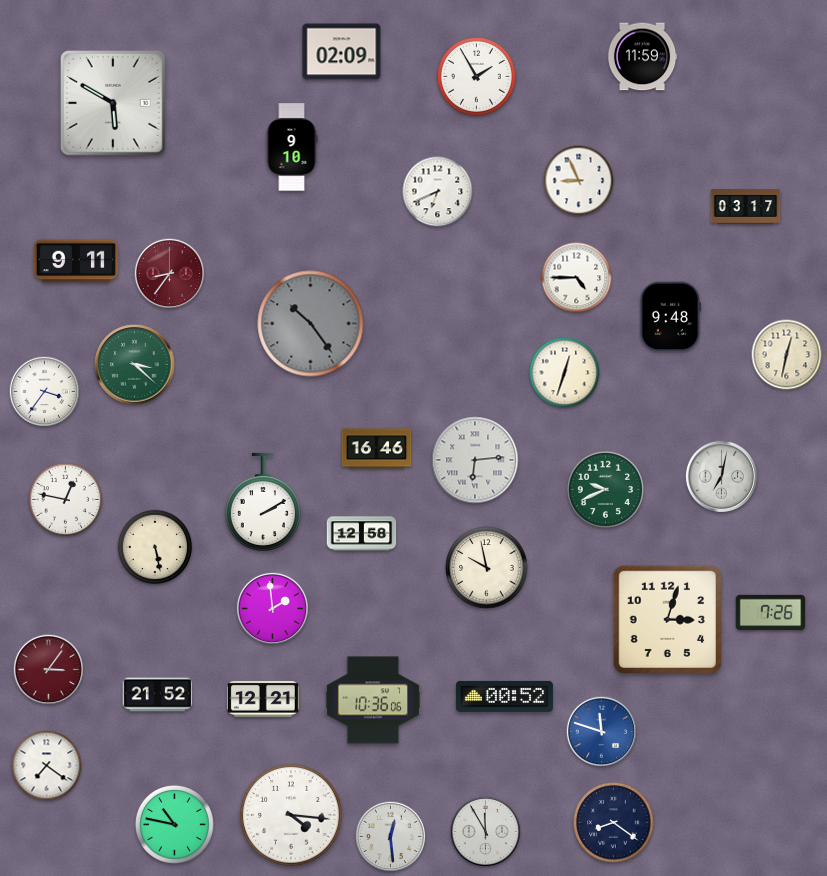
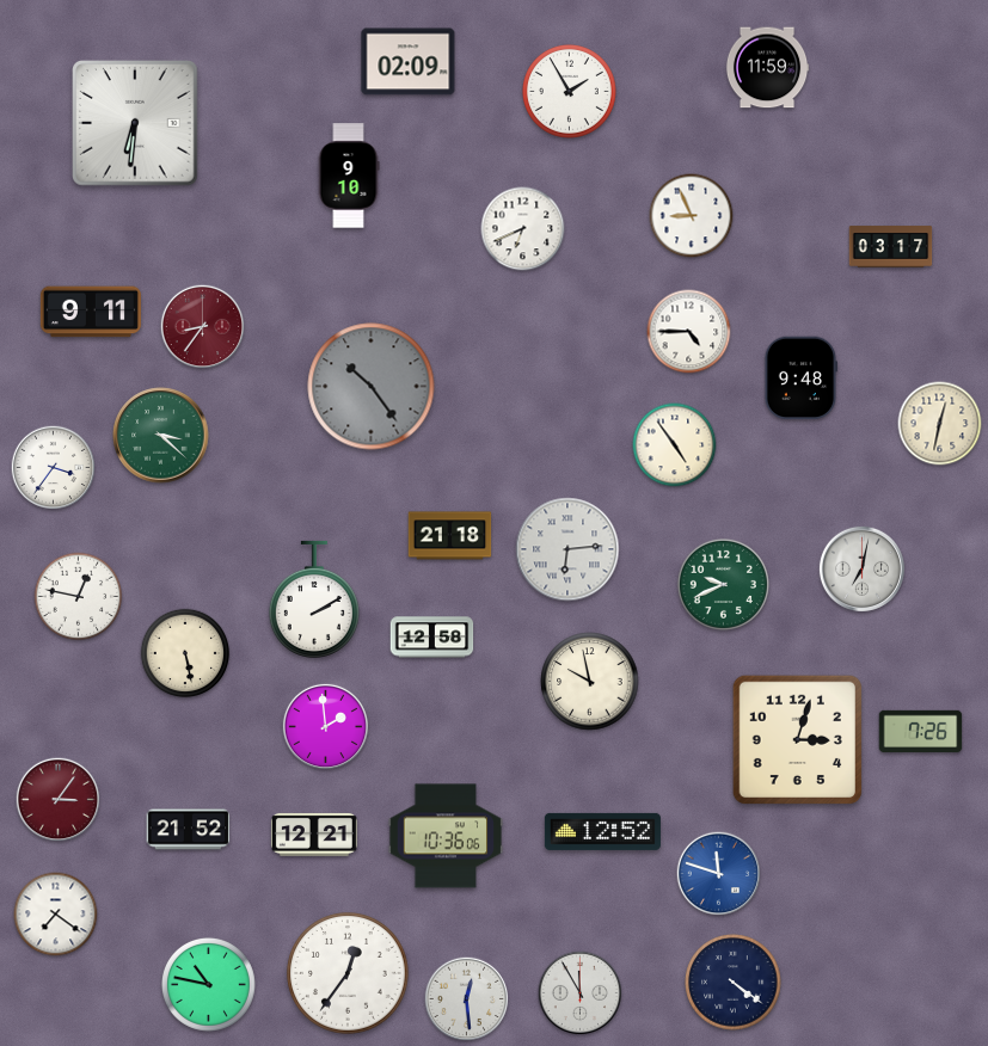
clock at (114, 104): 5:50 -> 6:31
clock at (565, 373): 12:33 -> 4:54
clock at (377, 449): 16:46 -> 21:18
clock at (487, 568) position: (487, 568) -> (590, 682)
clock at (504, 696): 00:52 -> 12:52
clock at (291, 815): 4:16 -> 12:36
clock at (614, 823): 8:21 -> 4:21
